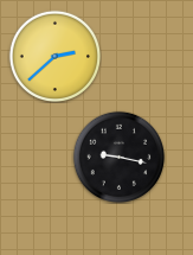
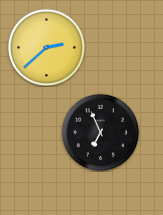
clock at (118, 157): 9:17 -> 6:56
